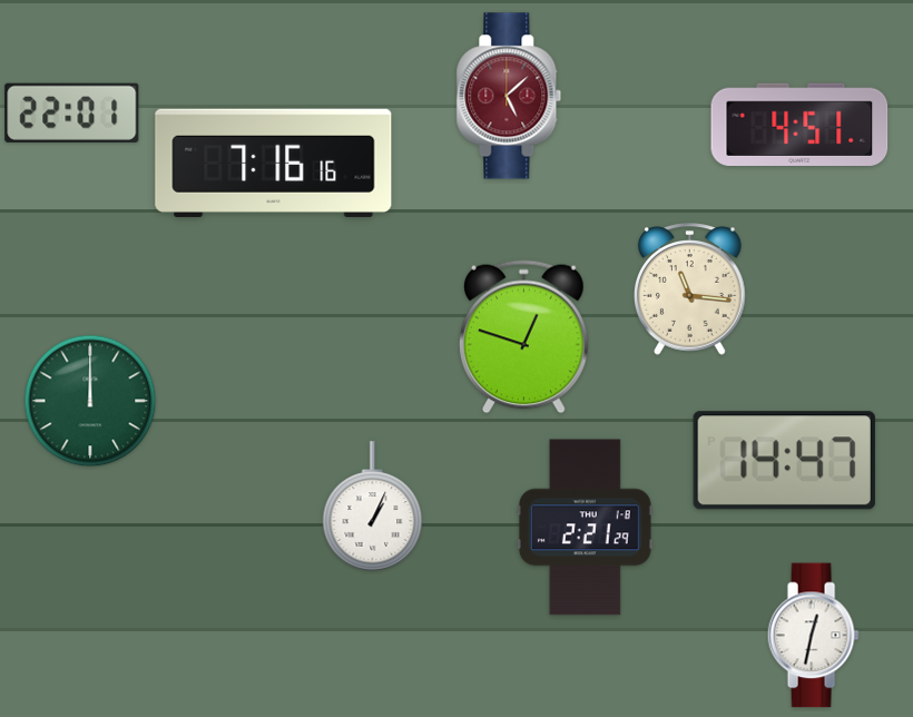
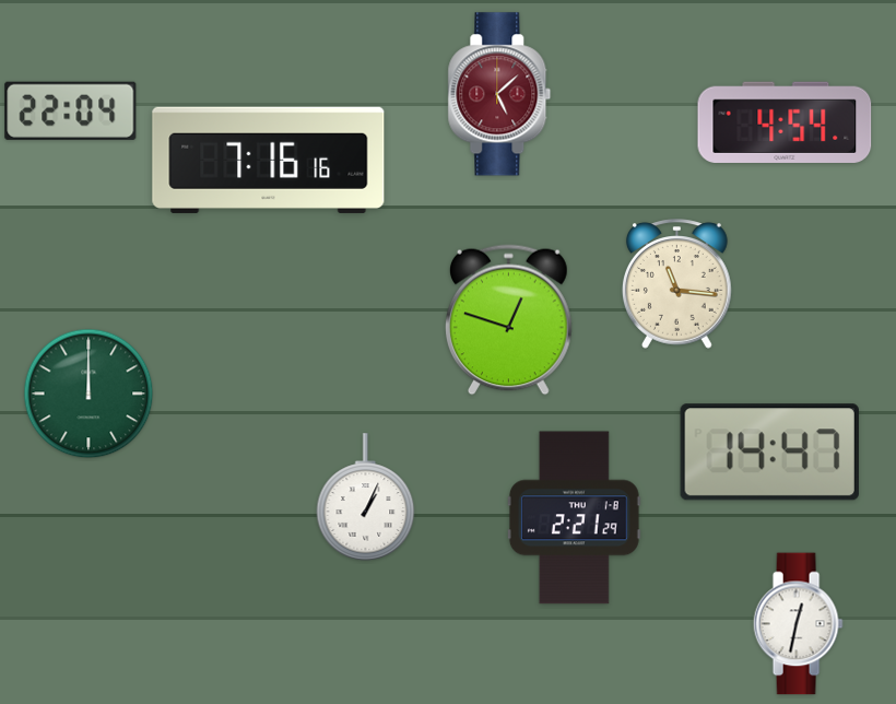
clock at (72, 112): 22:01 -> 22:04
clock at (799, 125): 4:51 -> 4:54
clock at (524, 337) position: (524, 337) -> (509, 320)
